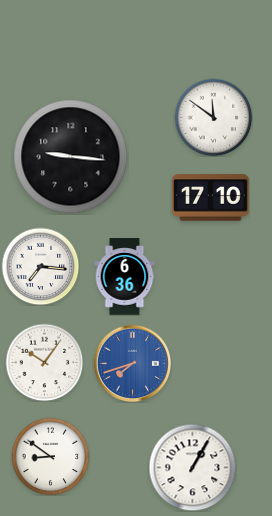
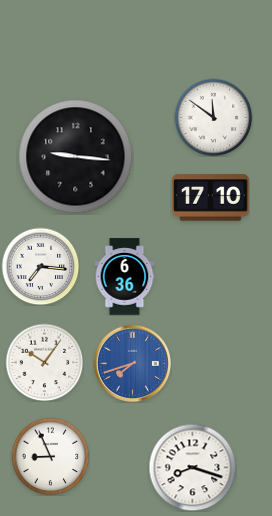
clock at (71, 157) position: (71, 157) -> (76, 157)
clock at (50, 456): 8:51 -> 8:56
clock at (192, 467): 1:05 -> 8:18
